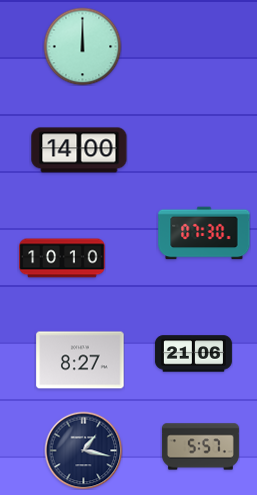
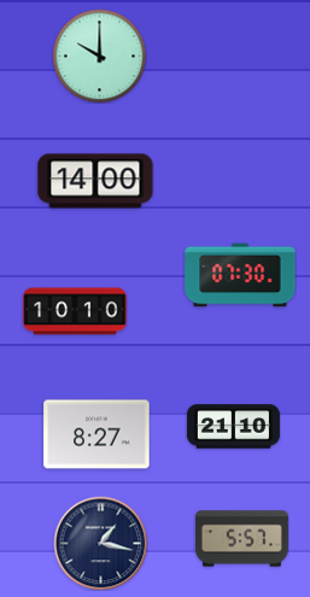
clock at (82, 46): 12:00 -> 10:00
clock at (204, 233) position: (204, 233) -> (240, 275)
clock at (193, 354): 21:06 -> 21:10
